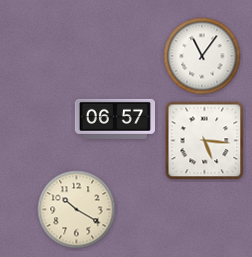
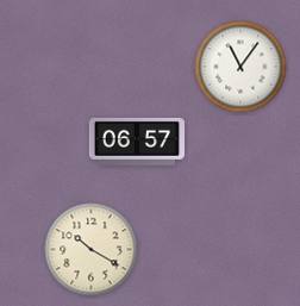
clock at (205, 141): 5:16 -> none
